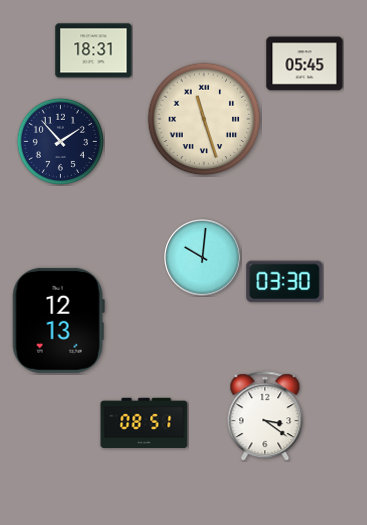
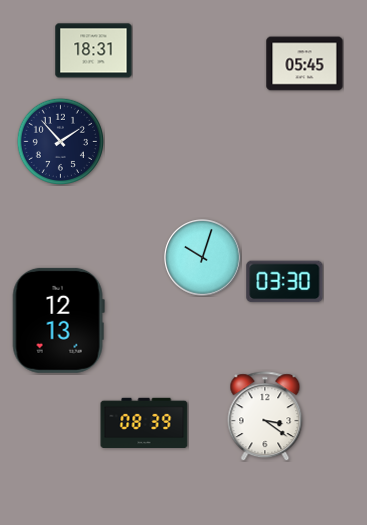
clock at (204, 119): 11:27 -> none
clock at (203, 258): 10:01 -> 10:03
clock at (144, 423): 08:51 -> 08:39
